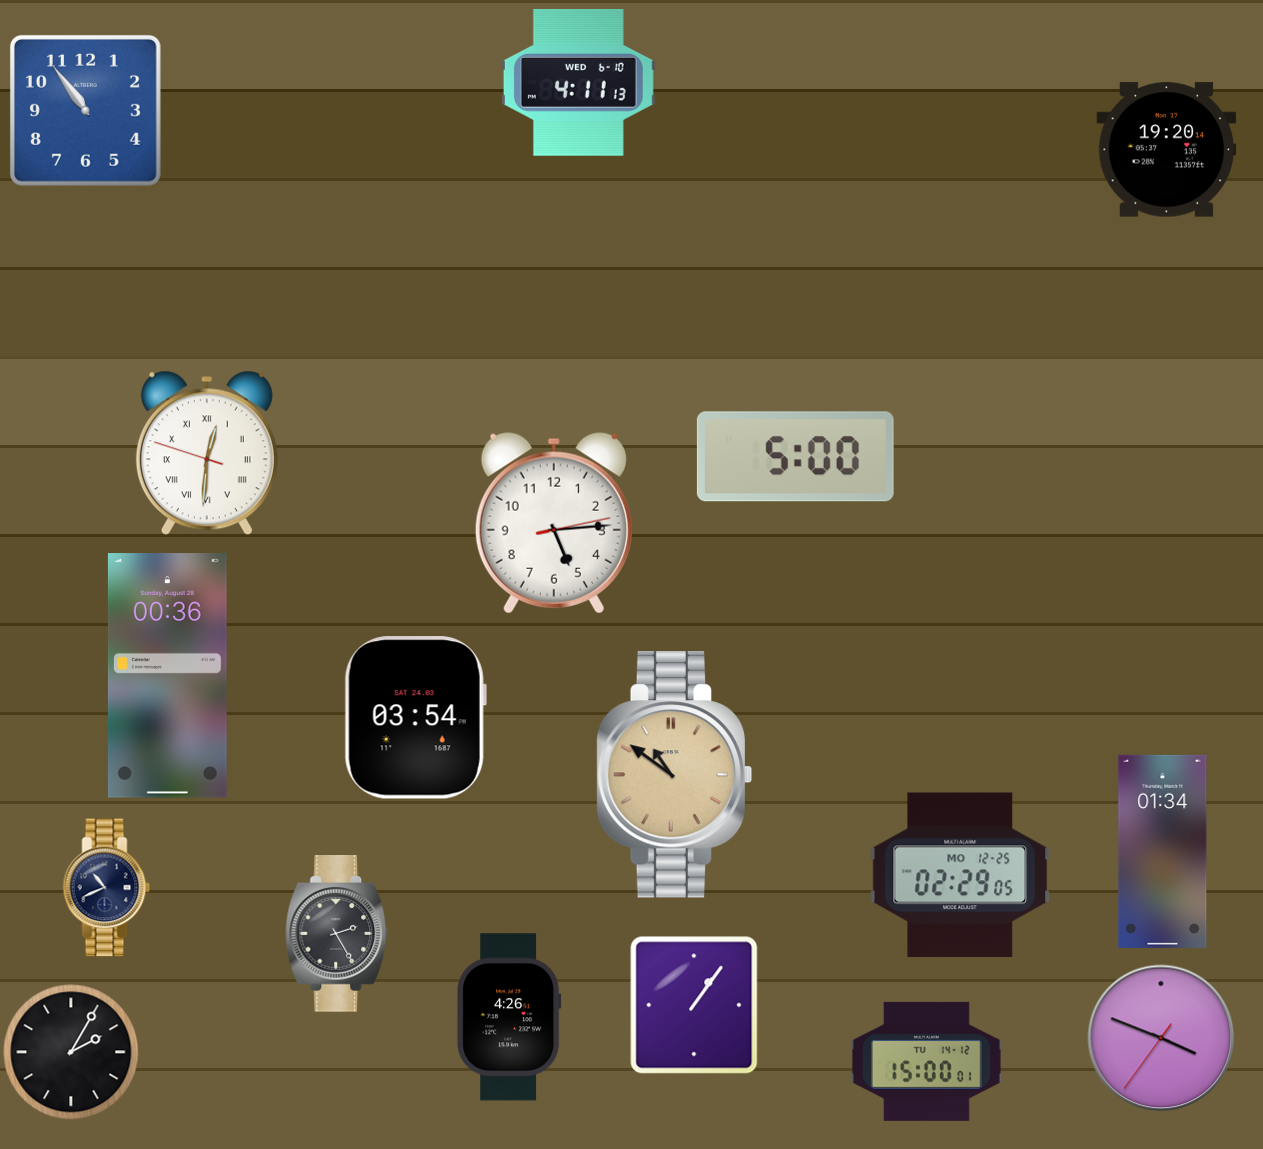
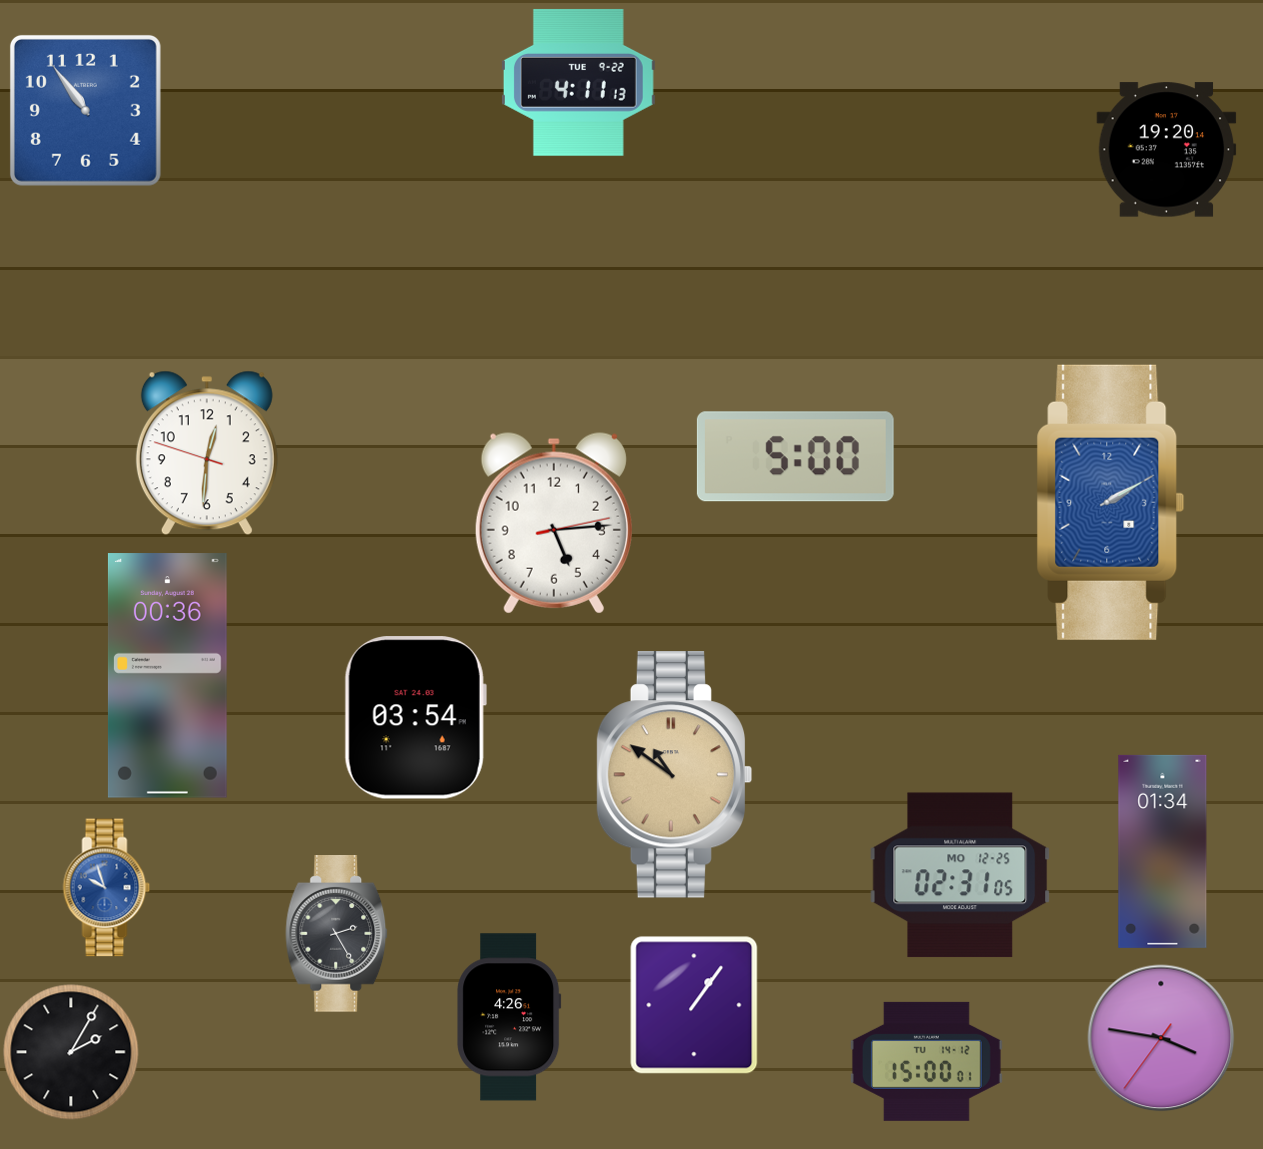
clock at (578, 83) date: WED 6-10 -> TUE 9-22
clock at (207, 453) numerals: Roman -> Arabic
clock at (1111, 502): none -> 2:10
clock at (960, 875): 02:29 -> 02:31
clock at (107, 888): 10:41 -> 9:57
clock at (107, 888) dial: navy -> blue
clock at (1161, 1038): 3:48 -> 3:46
